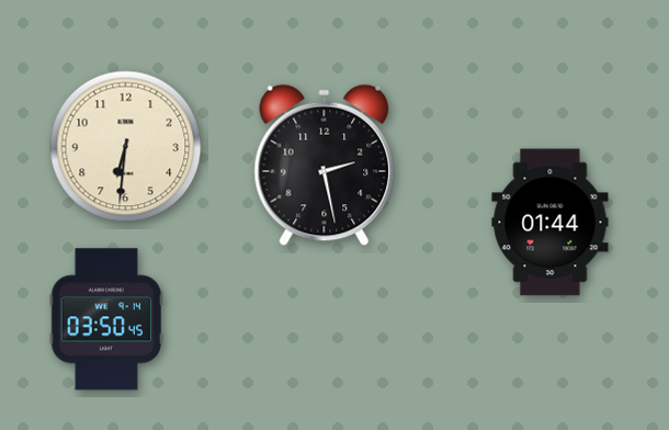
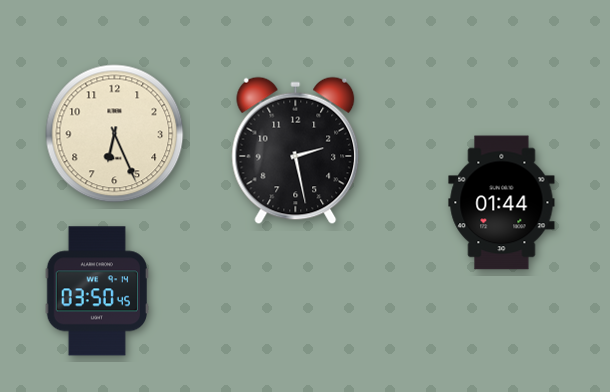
clock at (126, 147): 6:31 -> 6:26
